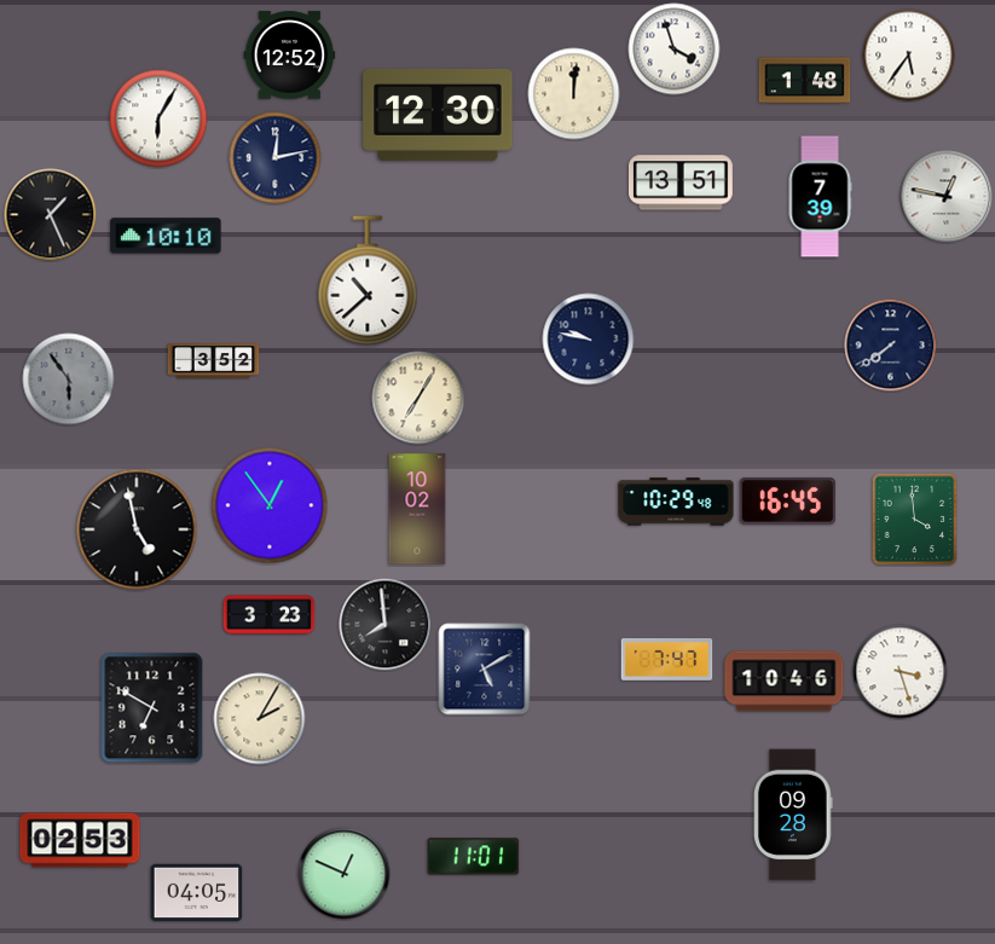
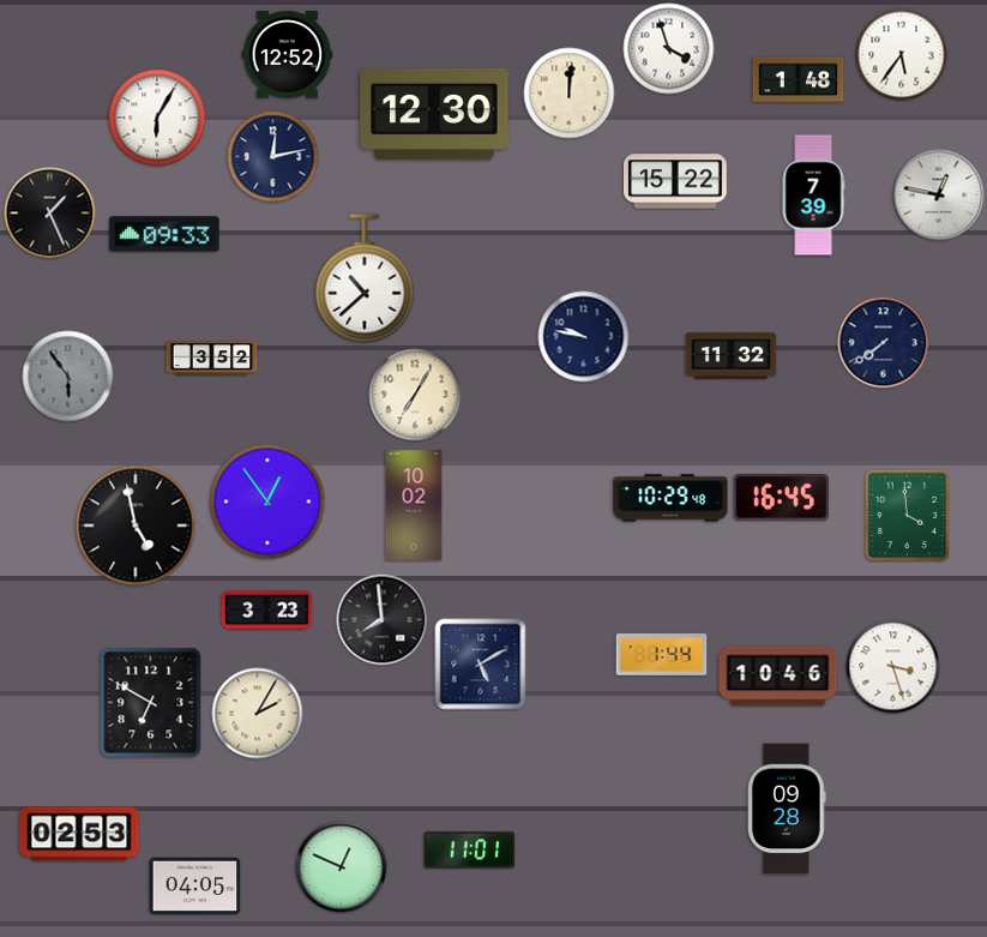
clock at (682, 183): 13:51 -> 15:22
clock at (166, 236): 10:10 -> 09:33
clock at (732, 356): none -> 11:32
clock at (667, 660): 7:47 -> 1:44
